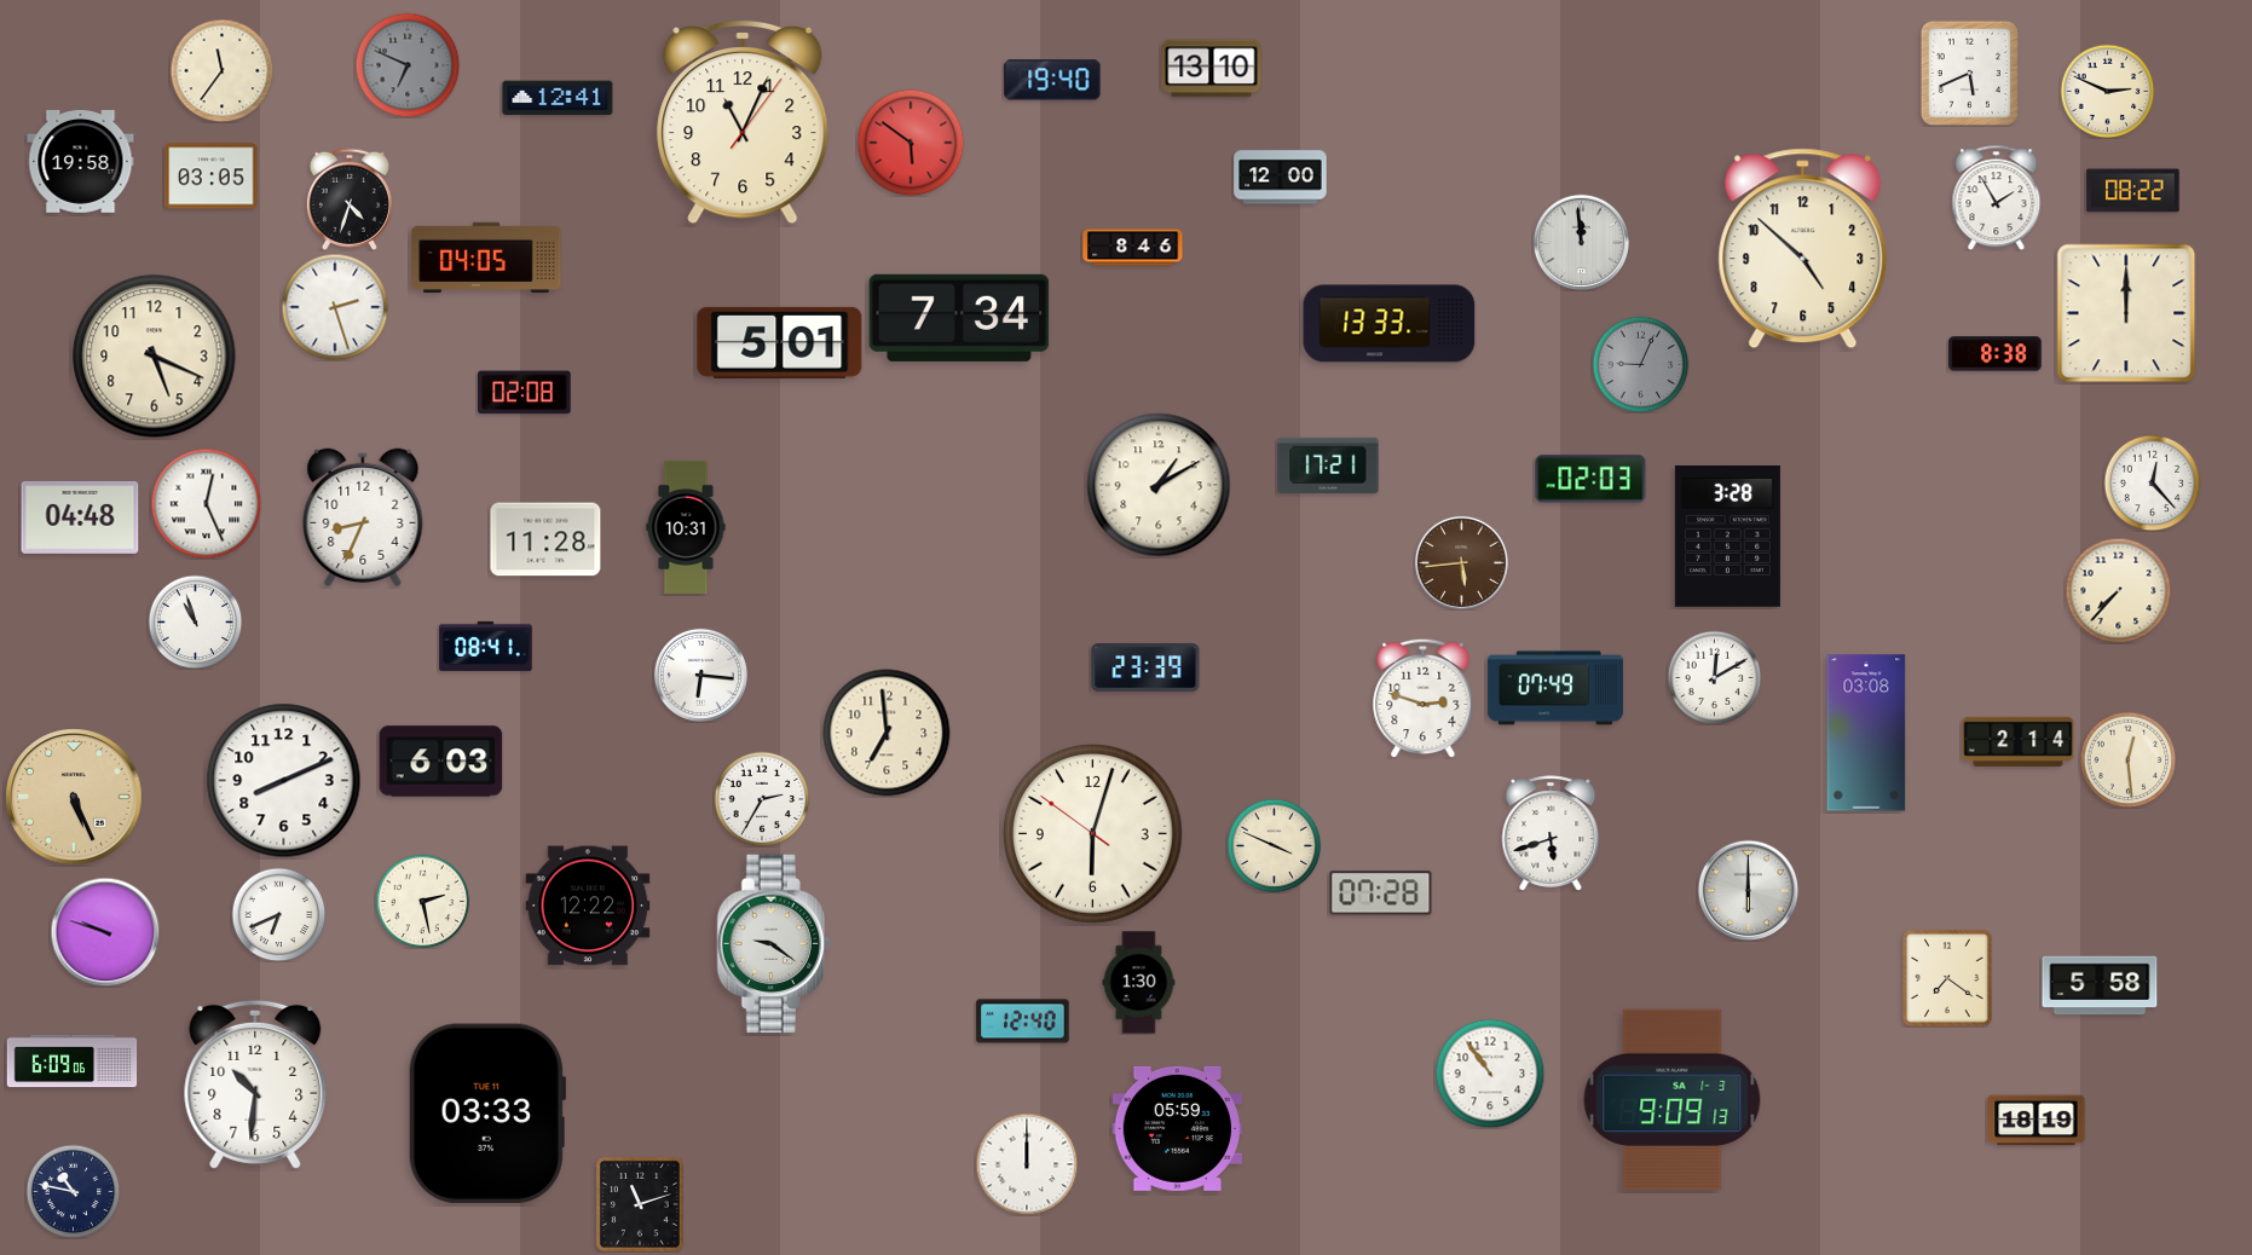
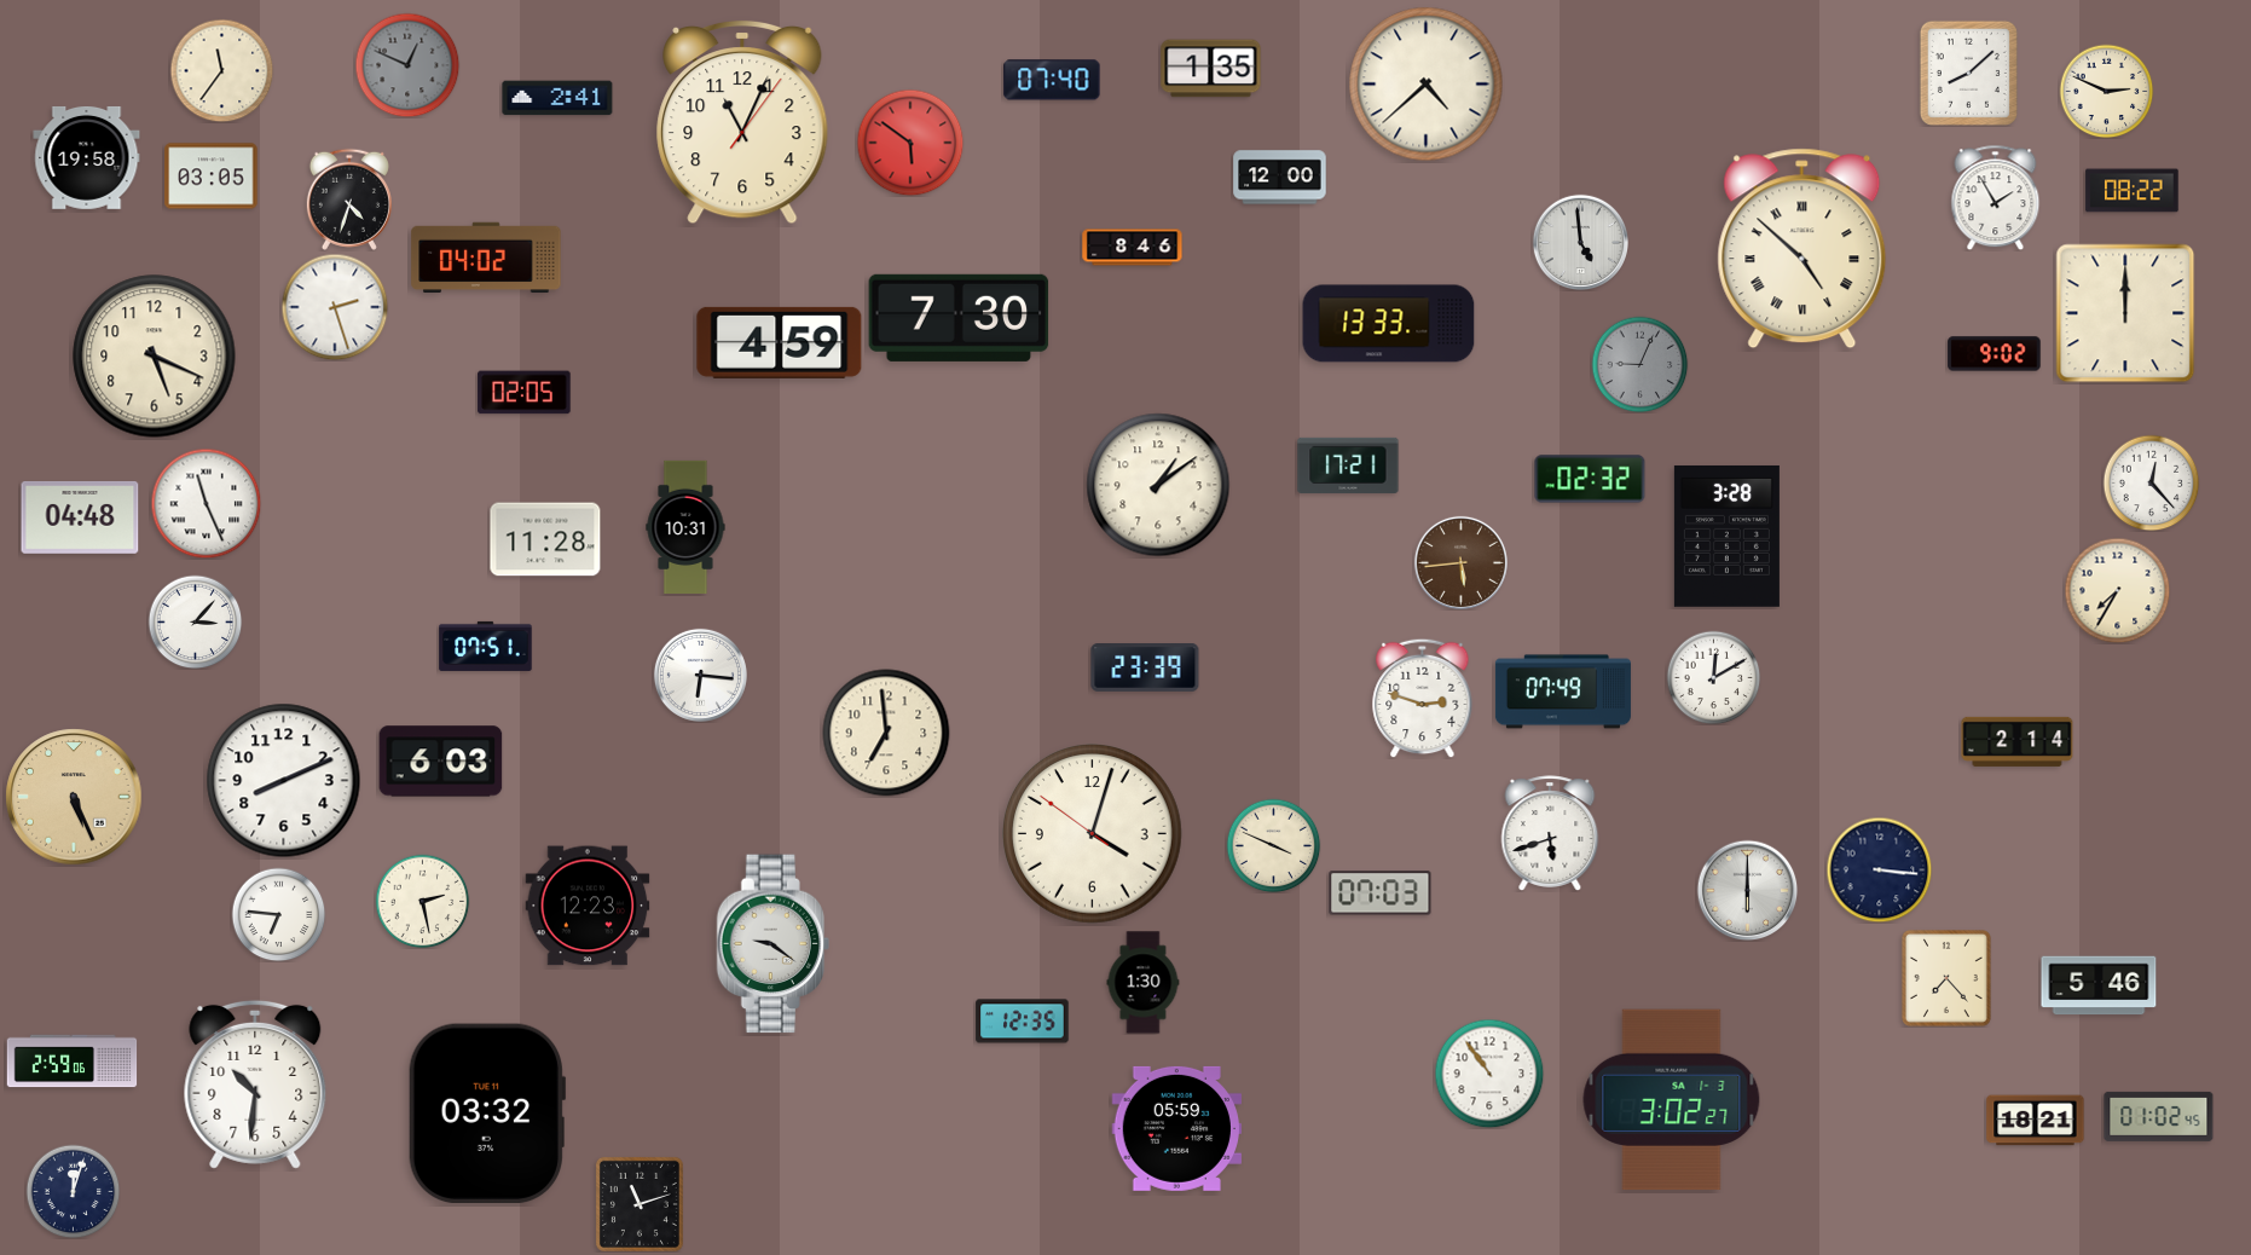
clock at (408, 65): 6:49 -> 12:49
clock at (1212, 69): 13:10 -> 1:35
clock at (1969, 73): 5:41 -> 8:08
clock at (1052, 80): 19:40 -> 07:40
clock at (1427, 85): none -> 4:38
clock at (558, 98): 12:41 -> 2:41
clock at (81, 162) position: (81, 162) -> (87, 158)
clock at (1581, 242): 11:59 -> 4:59
clock at (1803, 249) numerals: Arabic -> Roman
clock at (486, 258): 04:05 -> 04:02
clock at (959, 318): 7:34 -> 7:30
clock at (780, 342): 5:01 -> 4:59
clock at (1996, 354): 8:38 -> 9:02
clock at (525, 393): 02:08 -> 02:05
clock at (1328, 465) position: (1328, 465) -> (1348, 465)
clock at (1590, 479): 02:03 -> 02:32
clock at (1159, 485): 1:10 -> 1:09
clock at (206, 503): 12:26 -> 11:26
clock at (363, 517): 8:34 -> none
clock at (2118, 590): 7:37 -> 7:35
clock at (195, 621): 10:57 -> 3:07
clock at (486, 646): 08:41 -> 07:51
clock at (1555, 688) position: (1555, 688) -> (1563, 692)
clock at (1866, 733): 03:08 -> none
clock at (2127, 759): 12:29 -> none
clock at (762, 799): 2:35 -> none
clock at (1093, 834): 6:02 -> 4:02
clock at (1879, 869): none -> 3:16
clock at (1381, 893): 07:28 -> 07:03
clock at (588, 906): 12:22 -> 12:23
clock at (278, 914): 6:41 -> 6:46
clock at (105, 932): 9:48 -> none
clock at (1947, 978): 7:21 -> 7:23
clock at (1139, 983) position: (1139, 983) -> (1144, 983)
clock at (2100, 985): 5:58 -> 5:46
clock at (1023, 1022): 12:40 -> 12:35
clock at (73, 1062): 6:09 -> 2:59
clock at (1673, 1100): 9:09 -> 3:02
clock at (487, 1114): 03:33 -> 03:32
clock at (2159, 1116): none -> 01:02
clock at (2037, 1121): 18:19 -> 18:21
clock at (1027, 1164): 12:00 -> none
clock at (73, 1191): 10:47 -> 12:03
